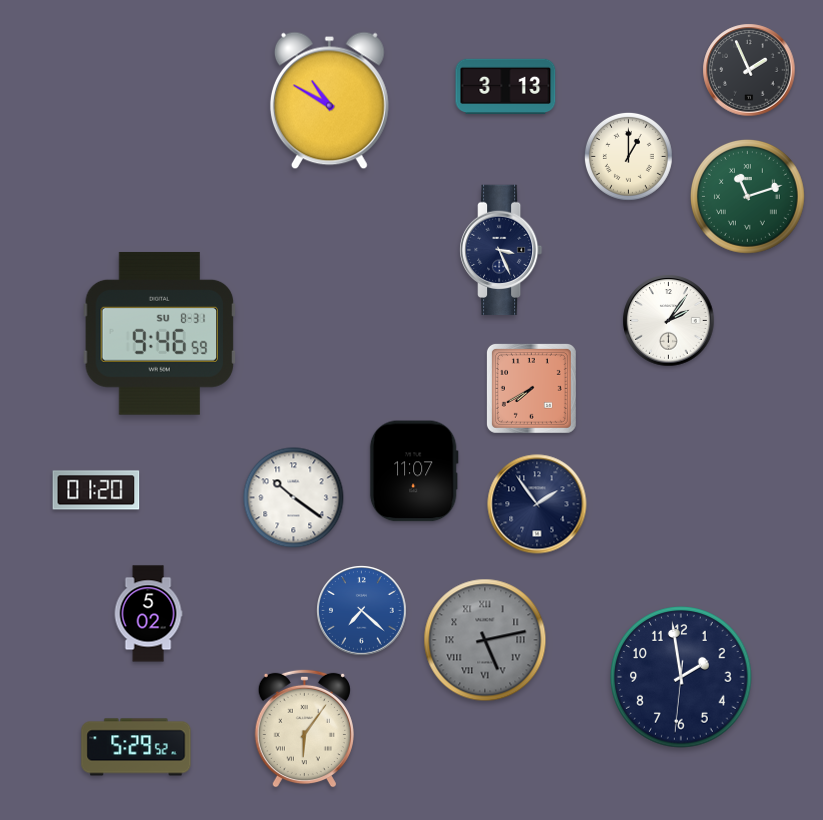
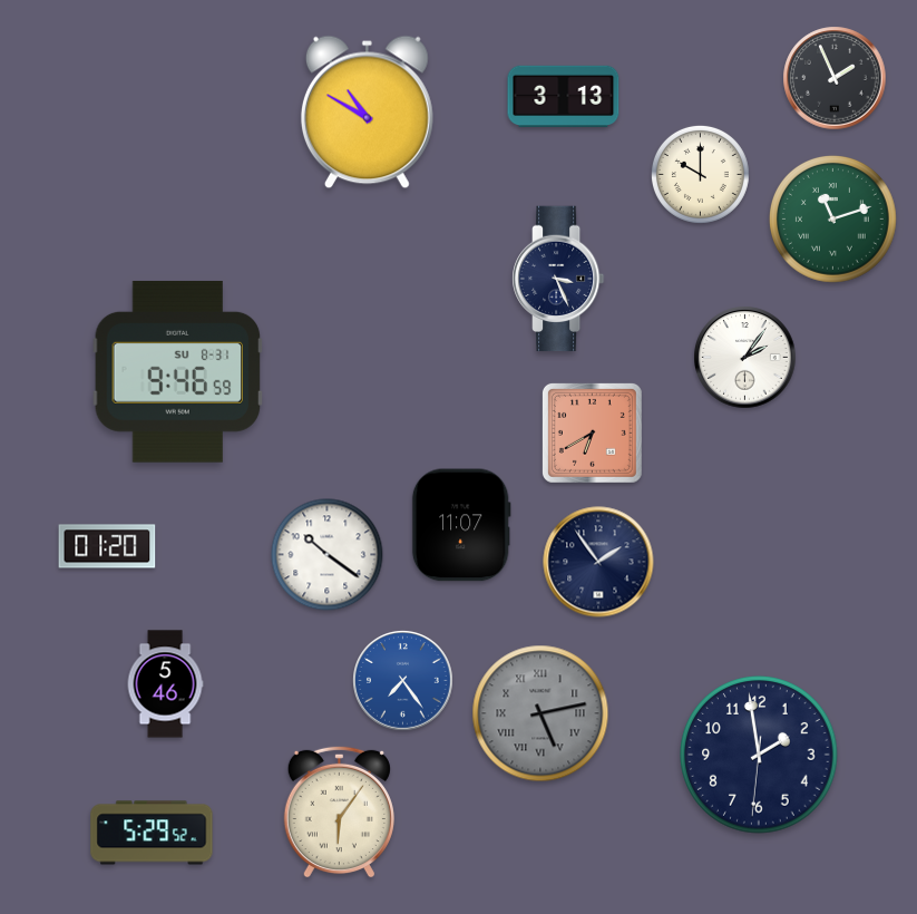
clock at (628, 156): 1:00 -> 10:00
clock at (531, 388): 7:40 -> 6:40
clock at (362, 611): 7:22 -> 7:24
clock at (148, 614): 5:02 -> 5:46
